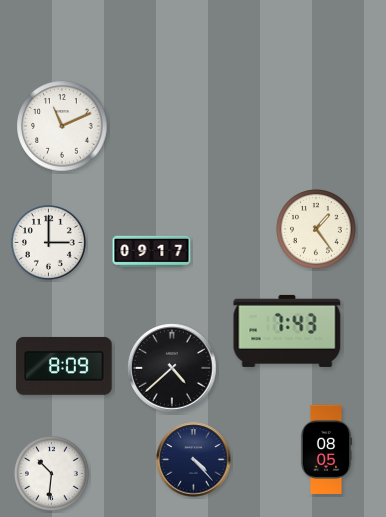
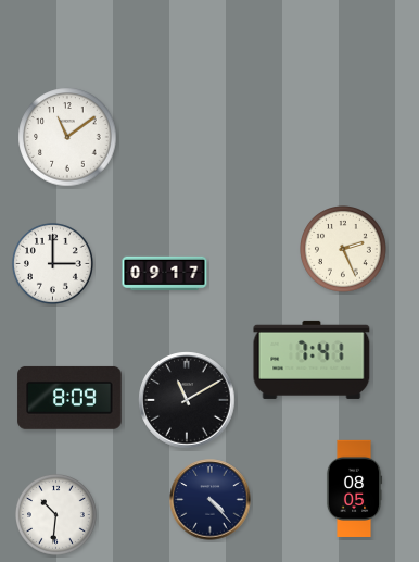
clock at (62, 126): 11:11 -> 11:09
clock at (317, 230): 1:24 -> 2:26
clock at (287, 331): 7:43 -> 7:41
clock at (172, 368): 4:38 -> 11:10
